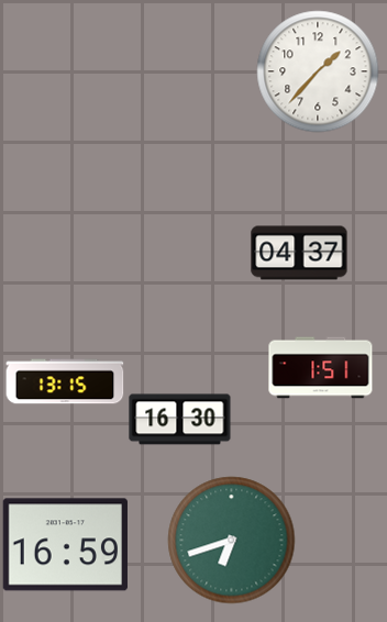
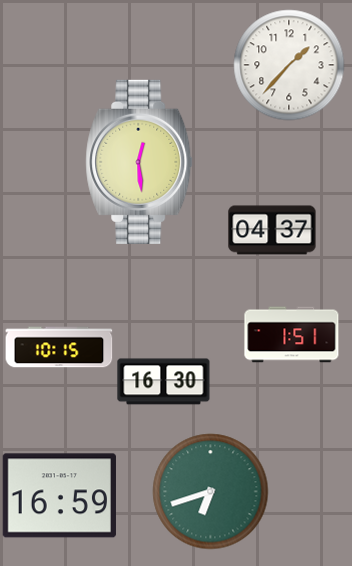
clock at (139, 162): none -> 12:29
clock at (65, 381): 13:15 -> 10:15
